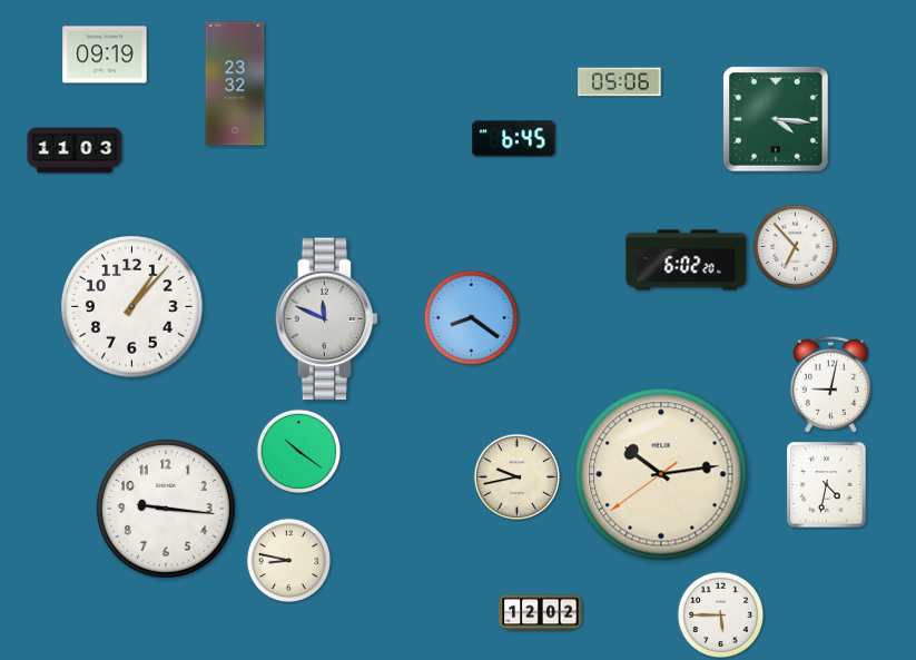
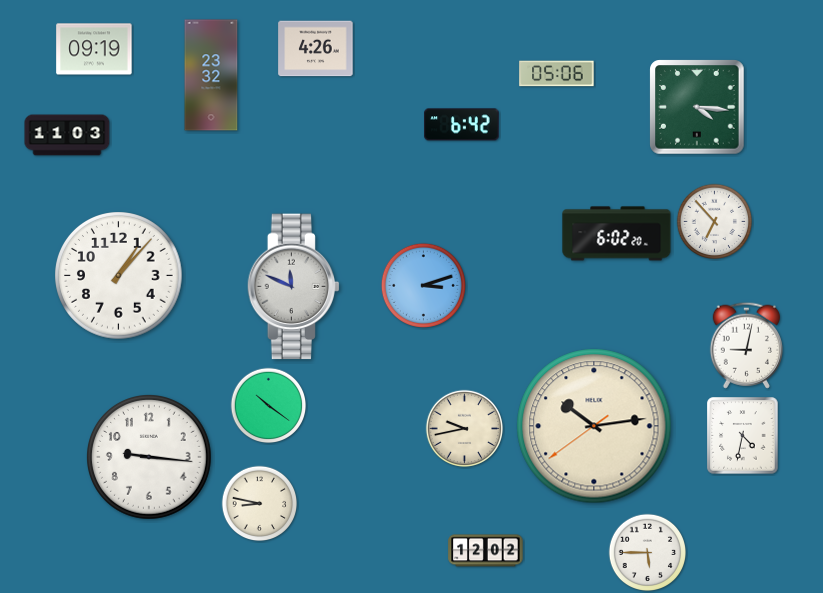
clock at (316, 49): none -> 4:26
clock at (514, 139): 6:45 -> 6:42
clock at (471, 317): 8:21 -> 3:12
